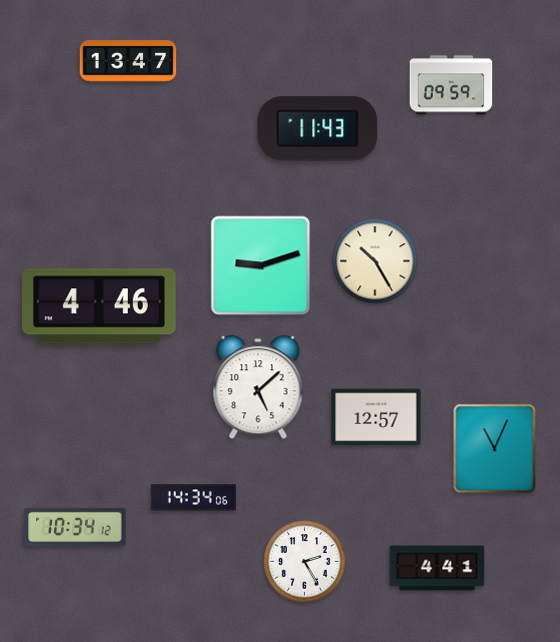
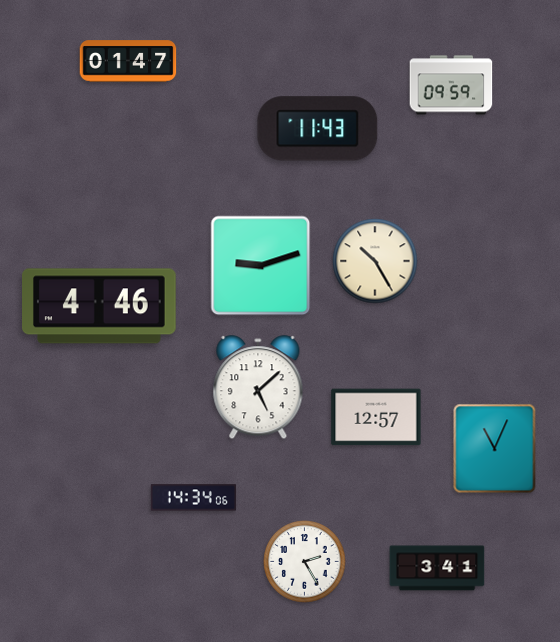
clock at (128, 61): 13:47 -> 01:47
clock at (75, 527): 10:34 -> none
clock at (437, 568): 4:41 -> 3:41
